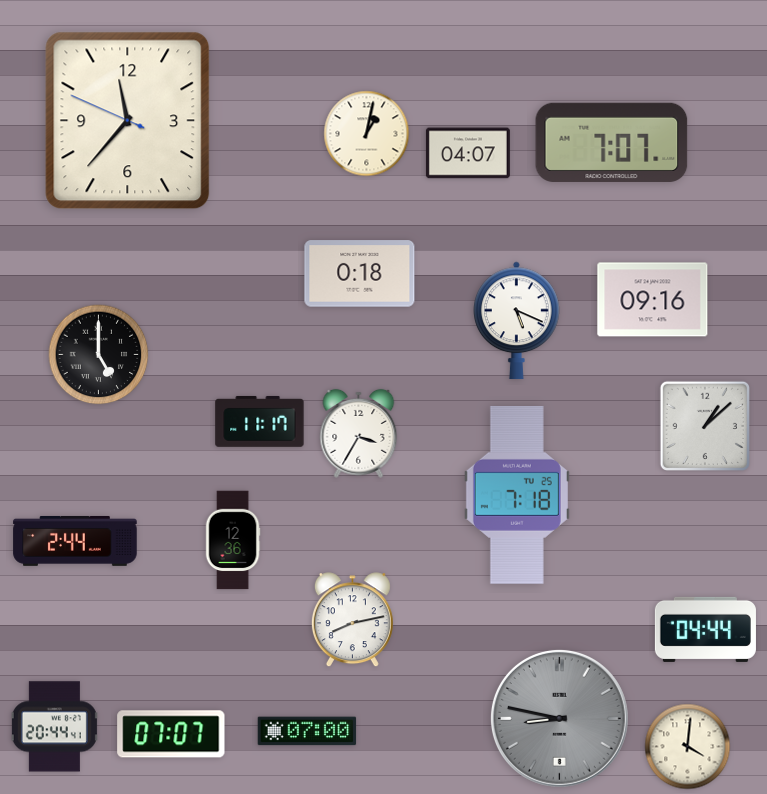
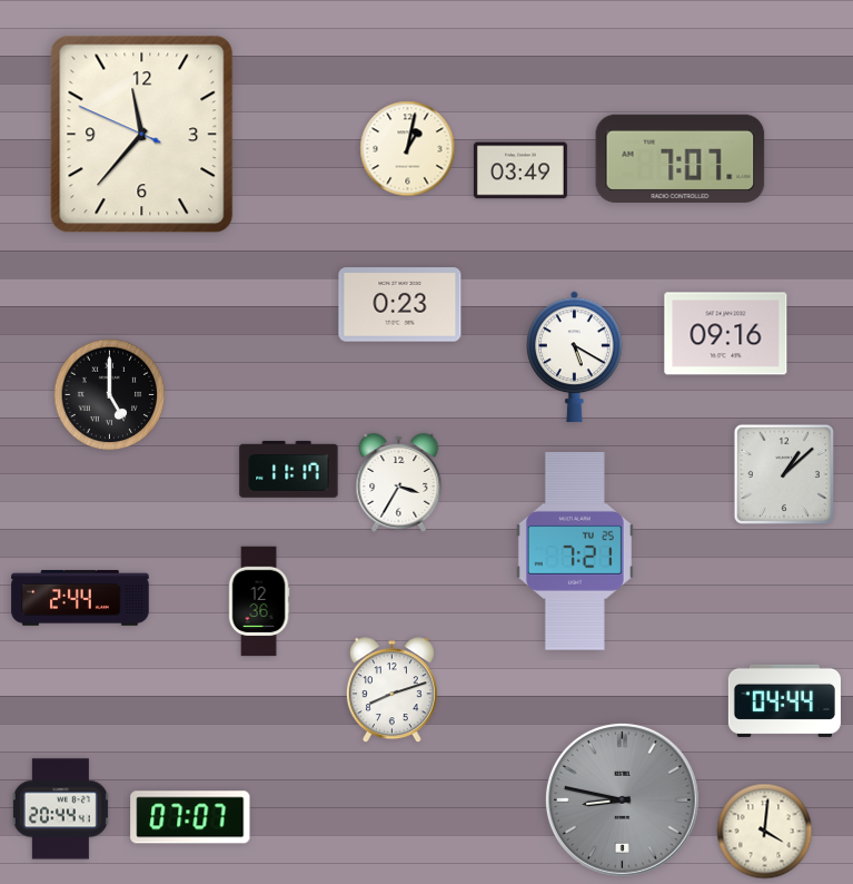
clock at (468, 153): 04:07 -> 03:49
clock at (360, 274): 0:18 -> 0:23
clock at (517, 321): 5:19 -> 5:20
clock at (517, 495): 7:18 -> 7:21
clock at (75, 541) position: (75, 541) -> (80, 598)
clock at (352, 620): 8:13 -> 8:12
clock at (307, 731): 07:00 -> none
